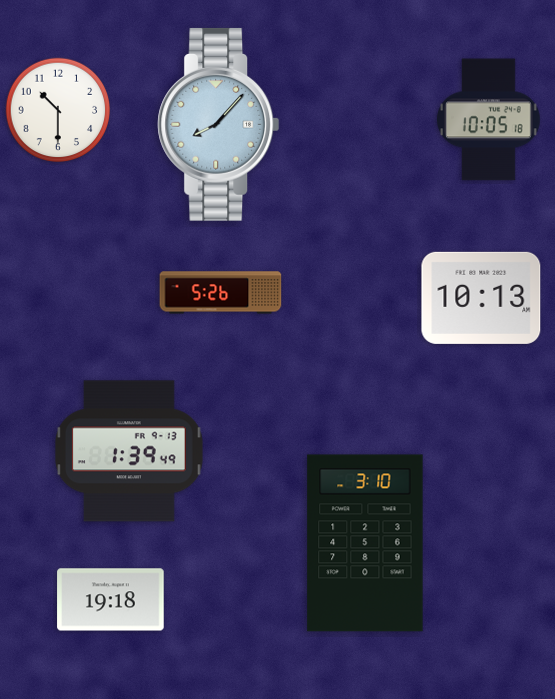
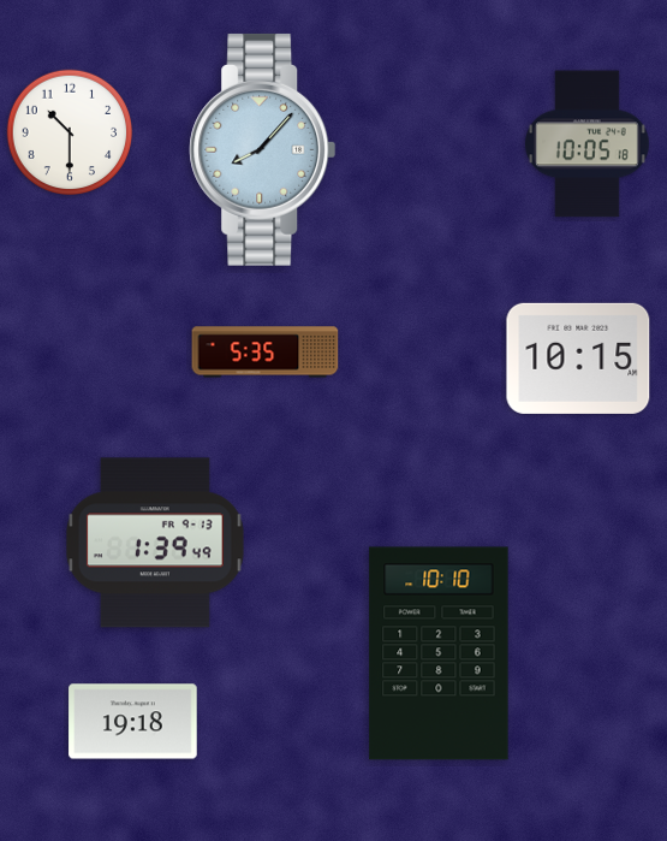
clock at (221, 293): 5:26 -> 5:35
clock at (481, 298): 10:13 -> 10:15
clock at (365, 543): 3:10 -> 10:10
